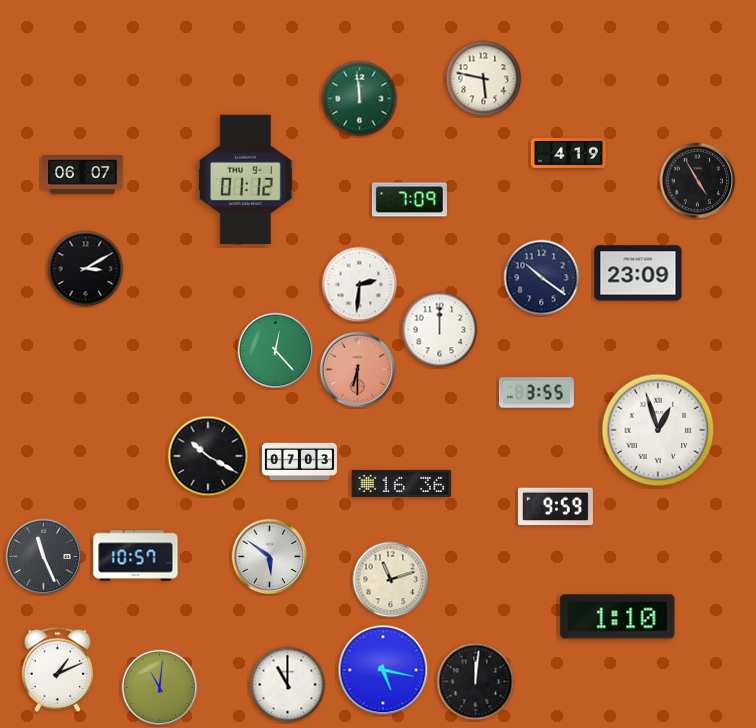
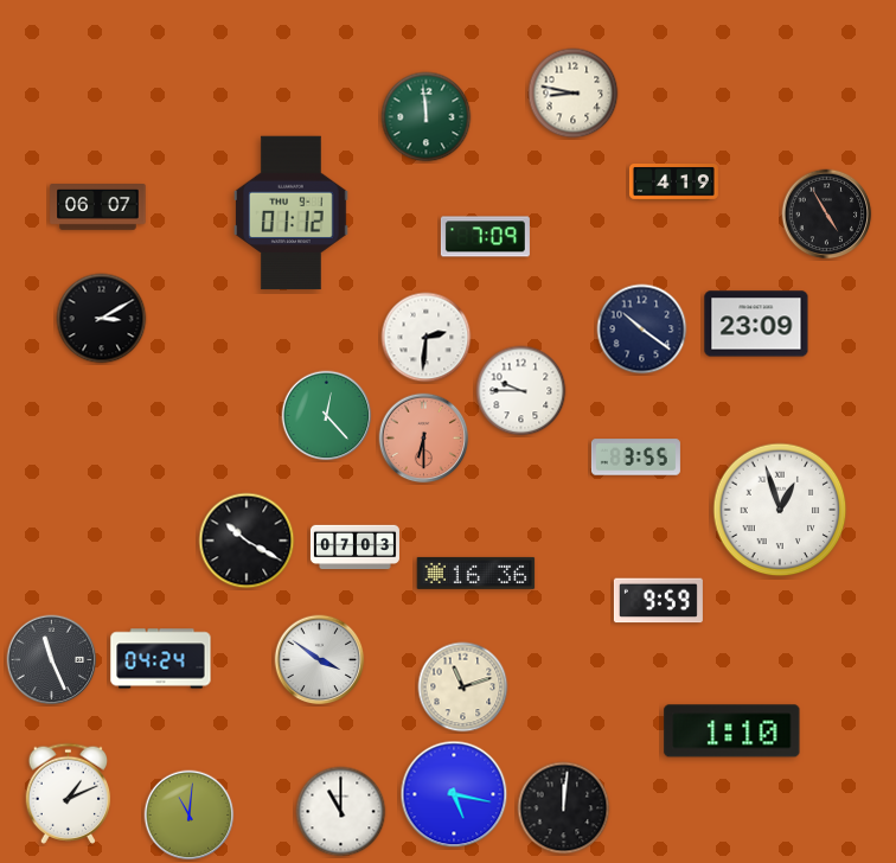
clock at (484, 79): 5:47 -> 8:47
clock at (440, 330): 12:00 -> 9:45
clock at (536, 393) position: (536, 393) -> (635, 458)
clock at (136, 556): 10:57 -> 04:24
clock at (270, 557): 5:51 -> 3:51
